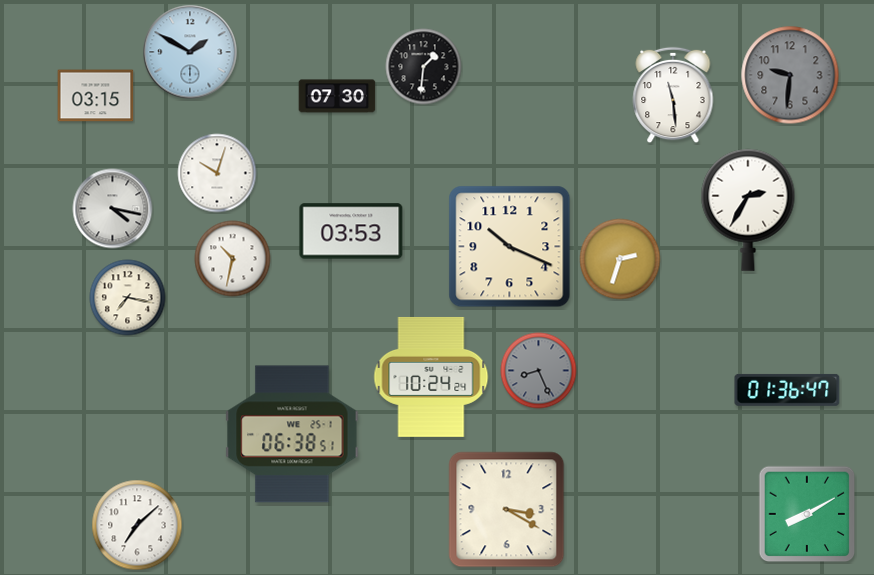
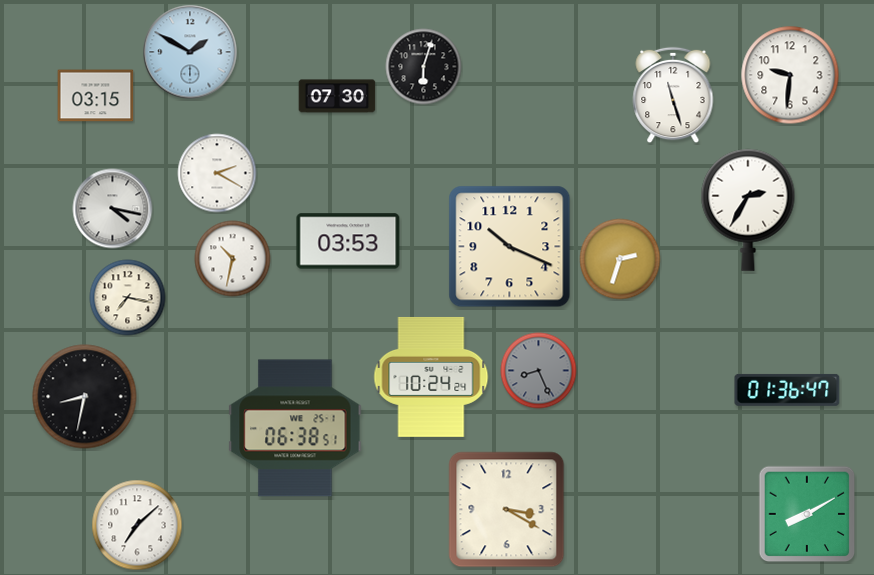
clock at (424, 67): 1:31 -> 6:03
clock at (790, 75) dial: grey -> white
clock at (673, 95): 11:29 -> 11:27
clock at (217, 173): 10:03 -> 2:20
clock at (351, 231) position: (351, 231) -> (348, 241)
clock at (85, 397): none -> 8:32
clock at (292, 434) position: (292, 434) -> (295, 428)
